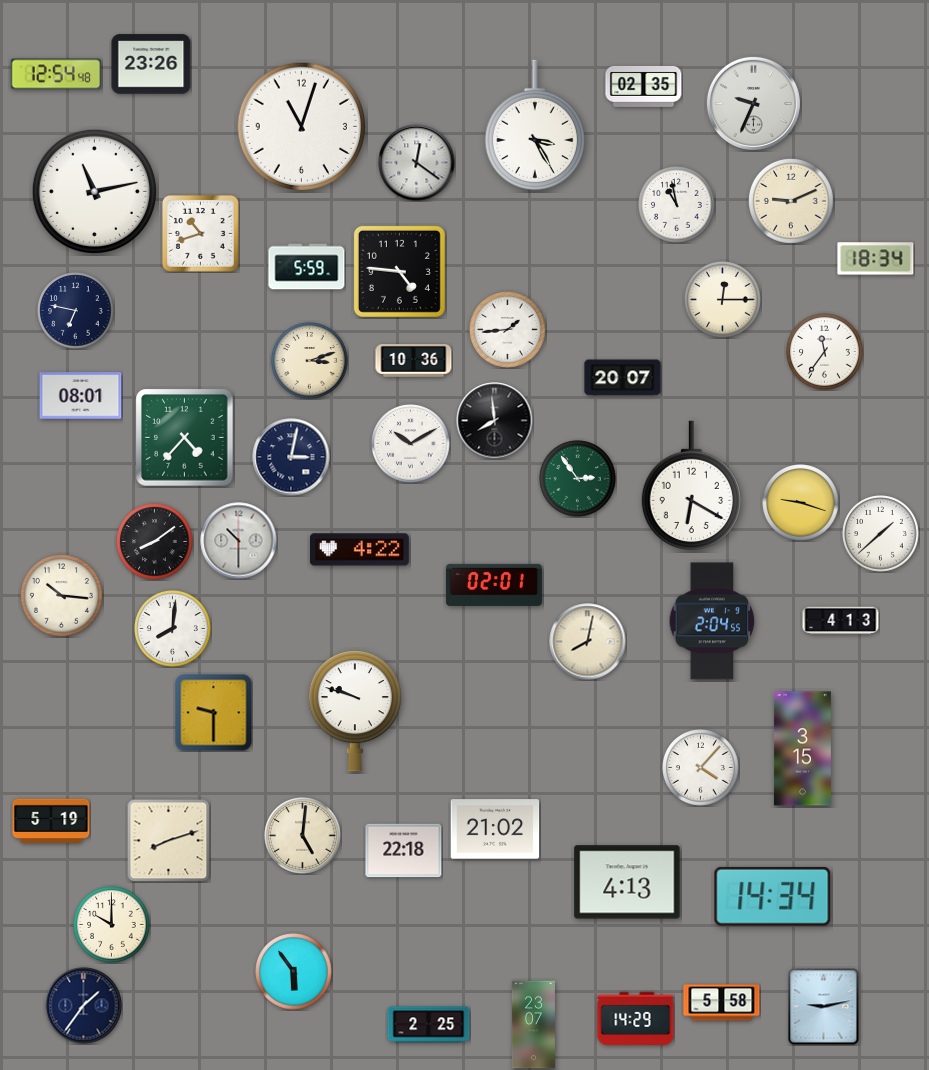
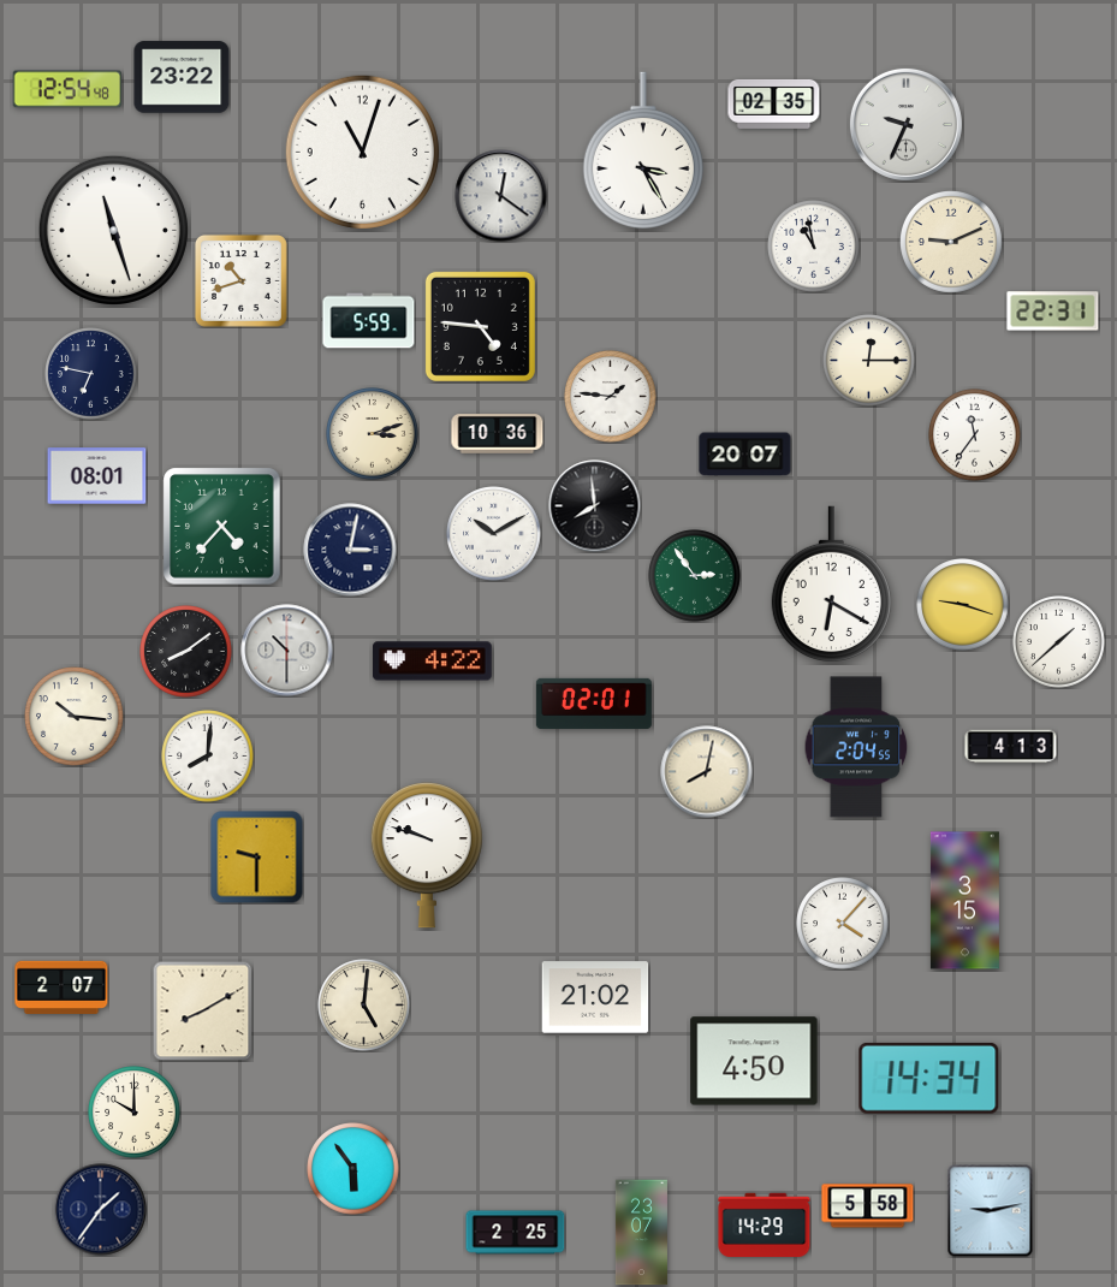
clock at (151, 64): 23:26 -> 23:22
clock at (94, 191): 11:13 -> 11:27
clock at (876, 259): 18:34 -> 22:31
clock at (508, 330): 1:44 -> 1:46
clock at (825, 352) position: (825, 352) -> (975, 435)
clock at (623, 378) position: (623, 378) -> (745, 455)
clock at (51, 821): 5:19 -> 2:07
clock at (168, 840): 8:12 -> 8:10
clock at (404, 851): 22:18 -> none
clock at (627, 882): 4:13 -> 4:50
